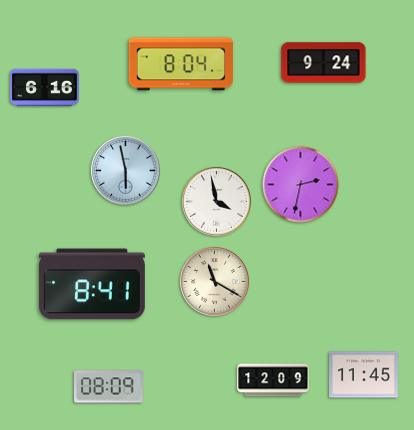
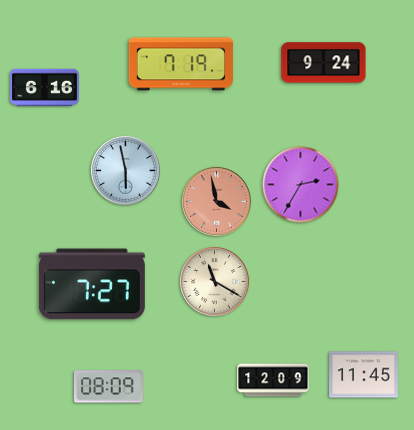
clock at (181, 64): 8:04 -> 7:19
clock at (301, 185): 2:32 -> 2:35
clock at (217, 202) dial: white -> salmon
clock at (92, 284): 8:41 -> 7:27
